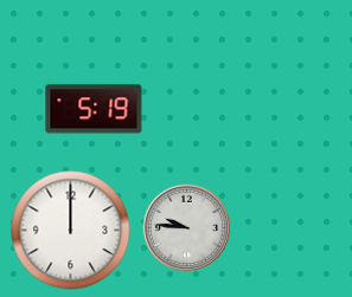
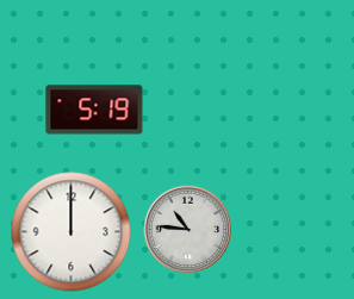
clock at (187, 228): 9:46 -> 10:46
